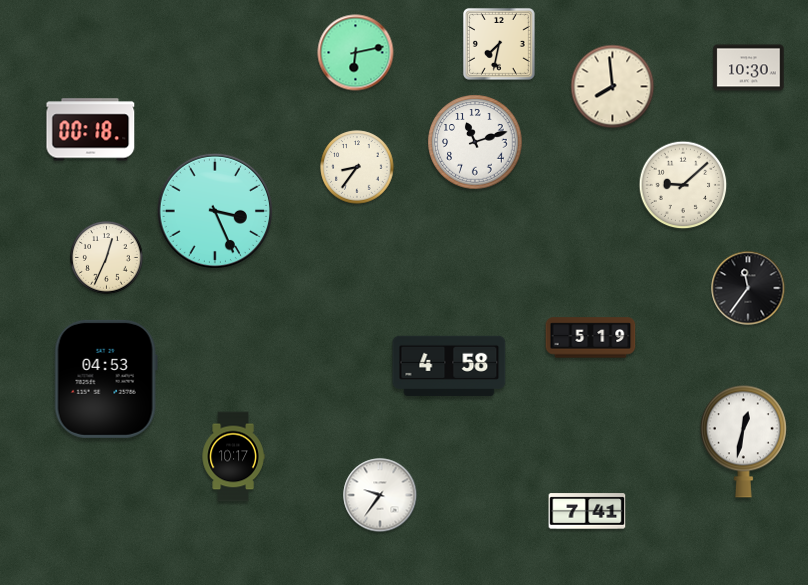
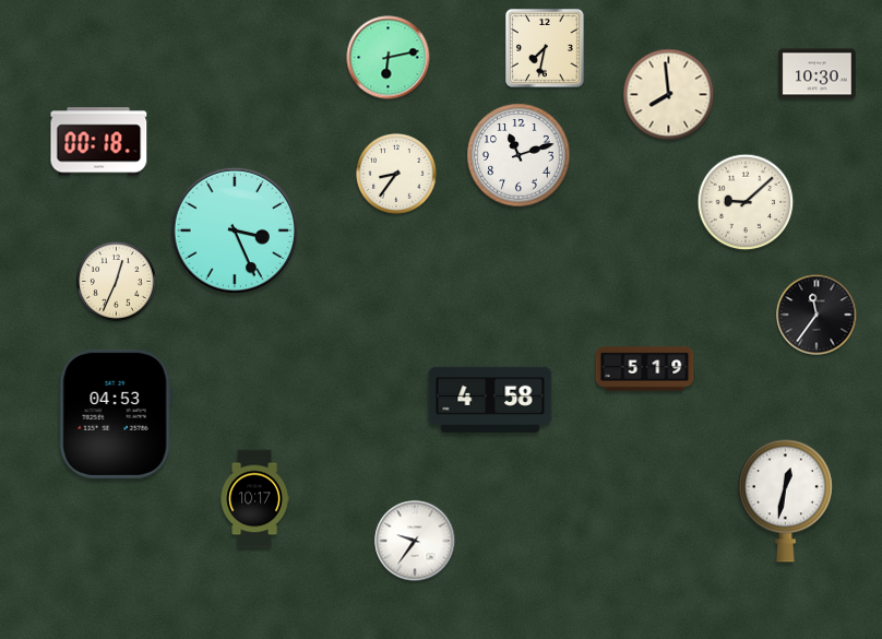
clock at (357, 167) position: (357, 167) -> (396, 174)
clock at (743, 441) position: (743, 441) -> (785, 500)
clock at (587, 511): 7:41 -> none
